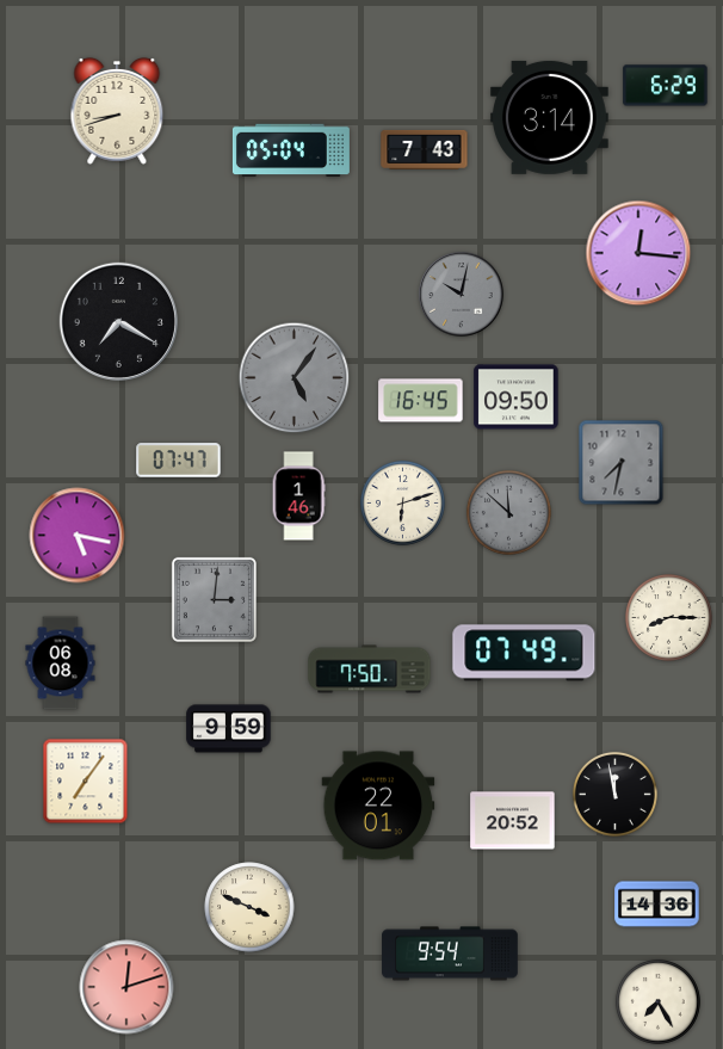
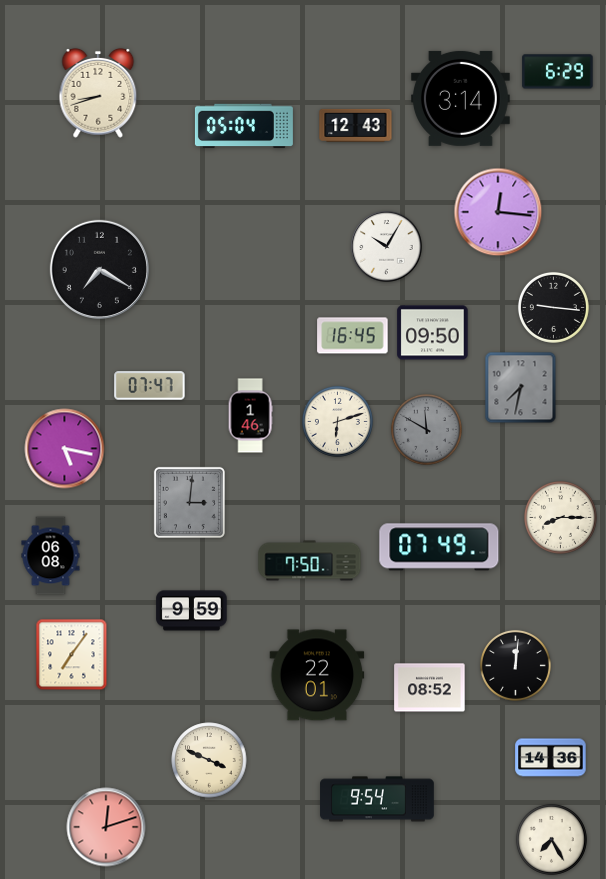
clock at (425, 149): 7:43 -> 12:43
clock at (638, 253) position: (638, 253) -> (498, 212)
clock at (462, 295): 10:02 -> 10:05
clock at (462, 295) dial: grey -> white
clock at (553, 307): none -> 9:16
clock at (295, 378): 5:06 -> none
clock at (508, 512): 11:52 -> 11:50
clock at (214, 599) position: (214, 599) -> (189, 502)
clock at (614, 794): 11:58 -> 12:01
clock at (513, 821): 20:52 -> 08:52
